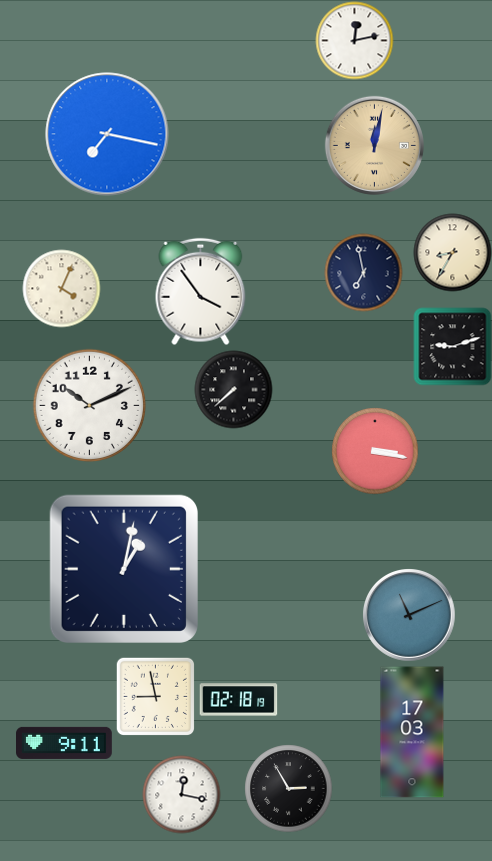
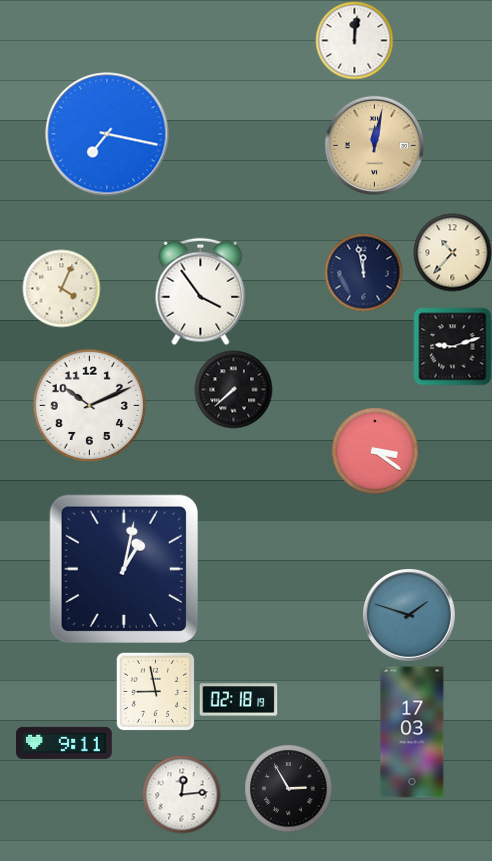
clock at (354, 40): 12:13 -> 12:01
clock at (452, 252): 8:35 -> 10:37
clock at (363, 272): 6:58 -> 11:58
clock at (375, 451): 3:17 -> 3:21
clock at (409, 615): 11:11 -> 1:48
clock at (155, 696) position: (155, 696) -> (155, 691)
clock at (181, 794): 12:17 -> 12:14
